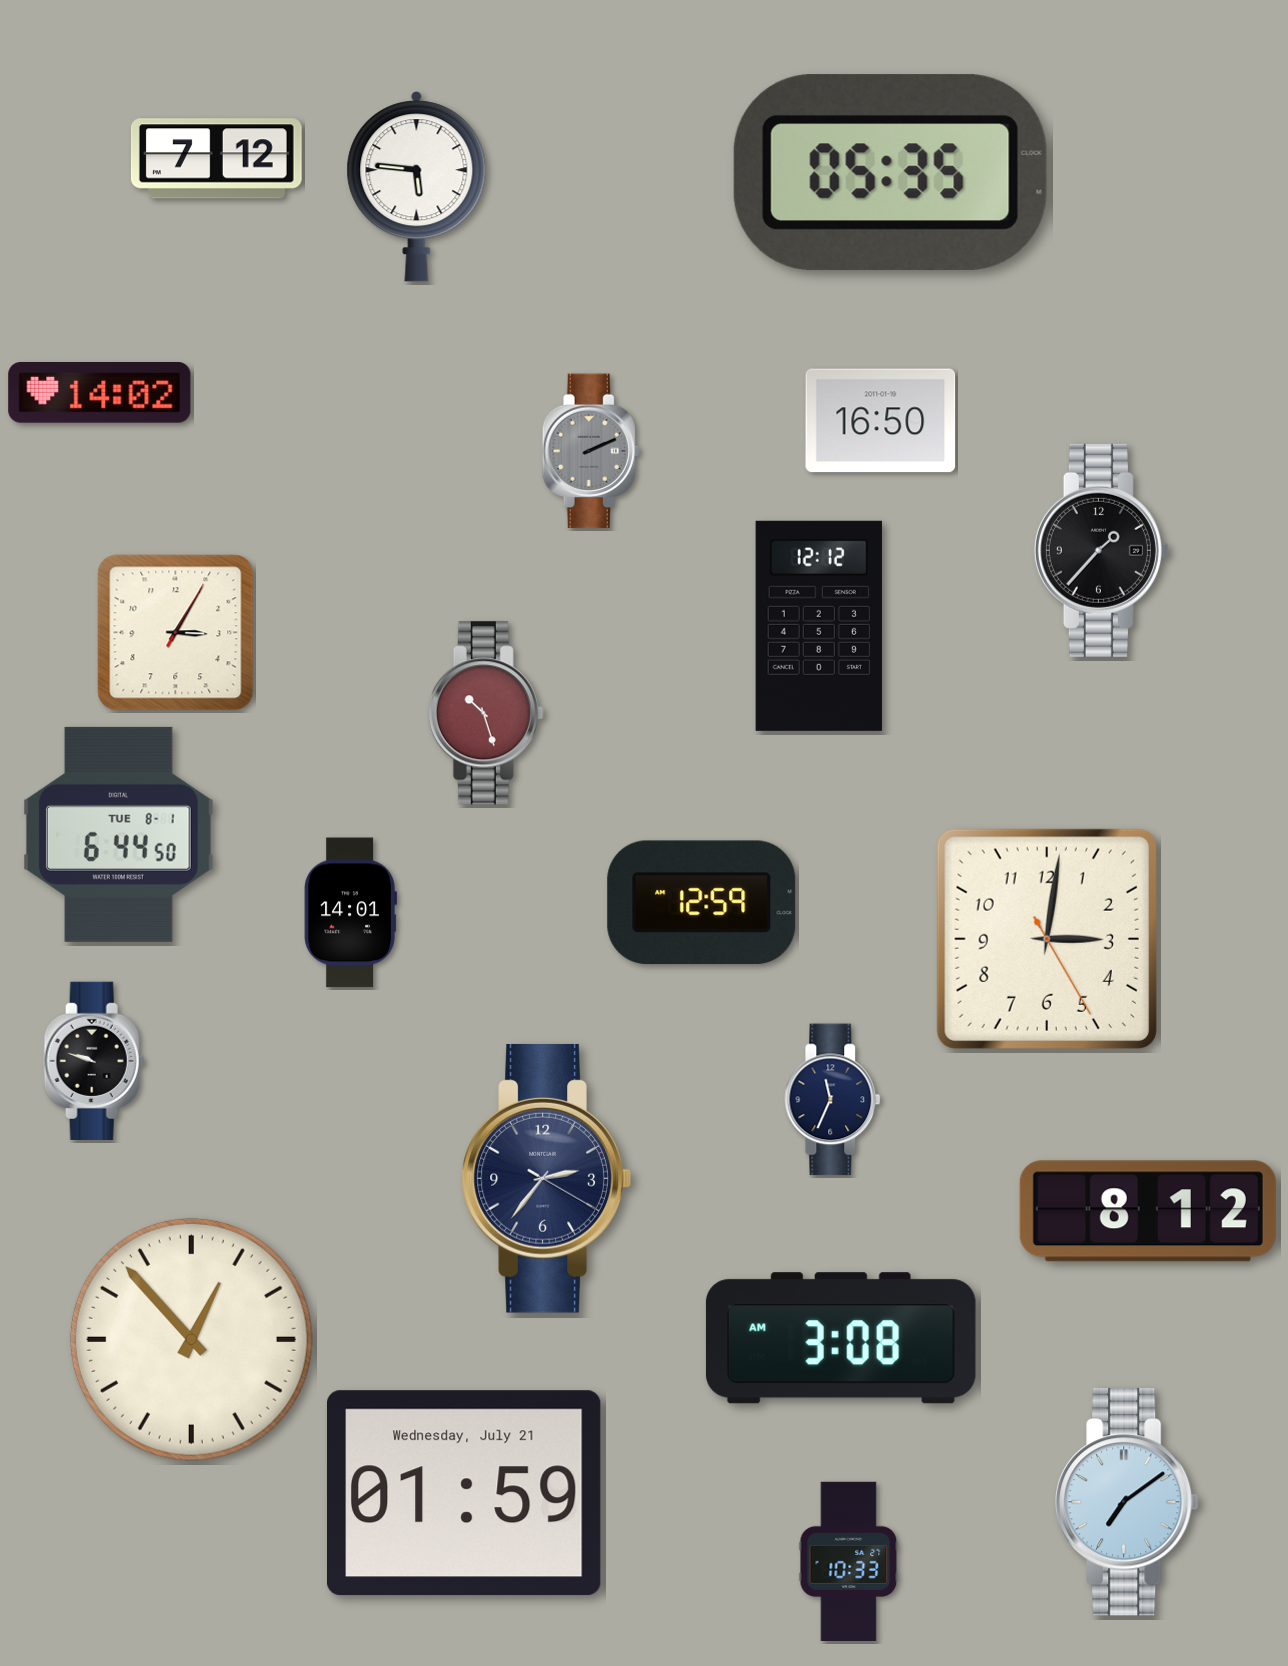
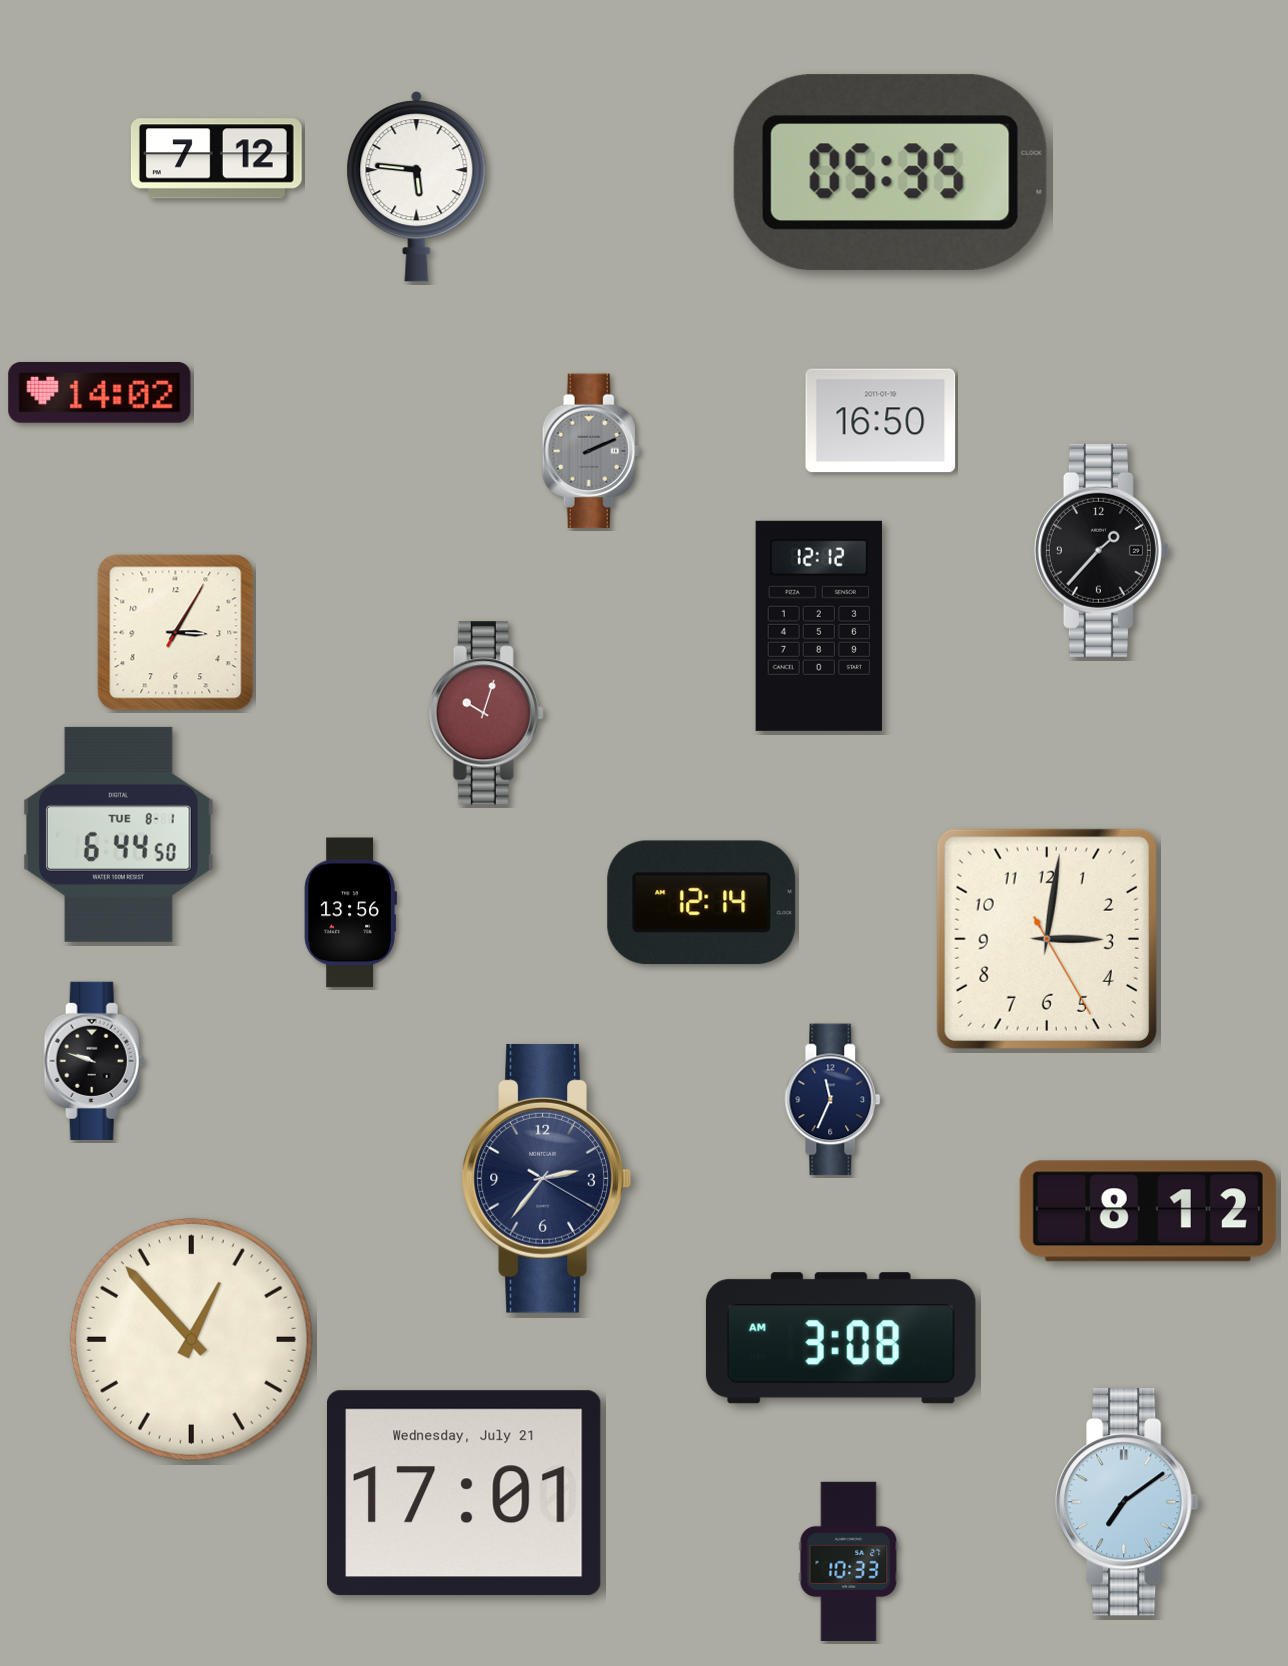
clock at (486, 713): 10:27 -> 10:03
clock at (702, 903): 12:59 -> 12:14
clock at (350, 913): 14:01 -> 13:56
clock at (464, 1493): 01:59 -> 17:01
